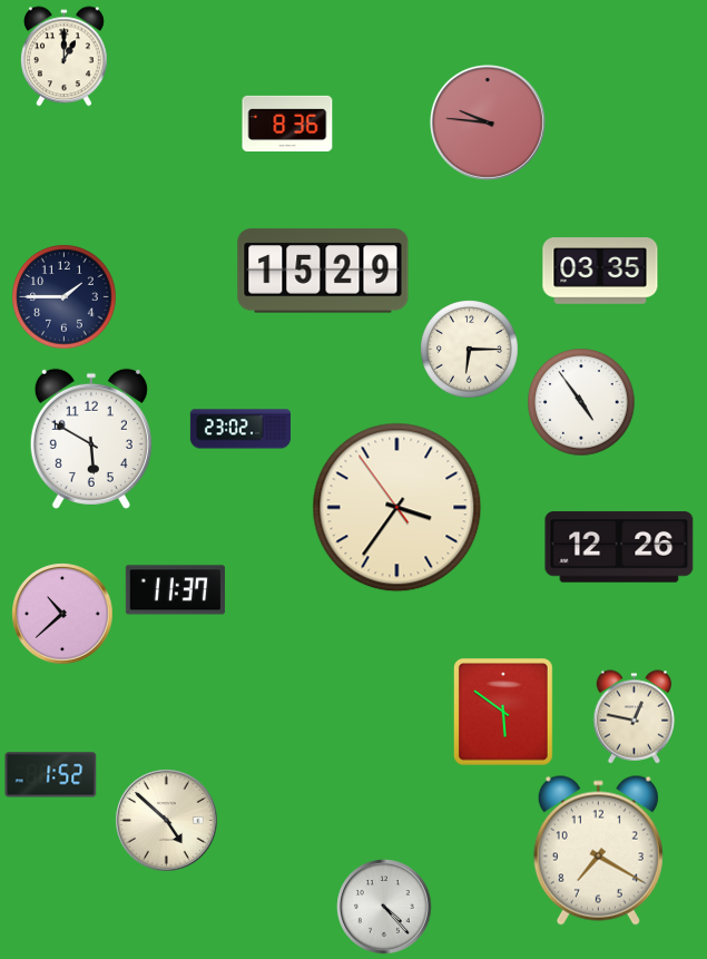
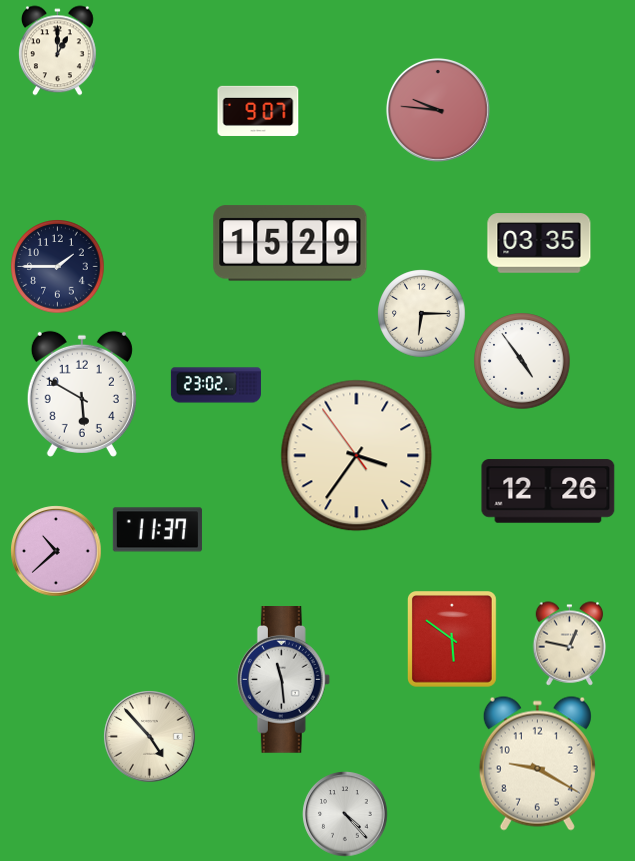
clock at (287, 123): 8:36 -> 9:07
clock at (619, 547) position: (619, 547) -> (548, 491)
clock at (283, 680): none -> 11:29
clock at (51, 775): 1:52 -> none
clock at (167, 821): 4:52 -> 4:53
clock at (598, 850): 7:20 -> 9:20
